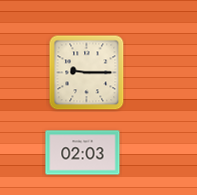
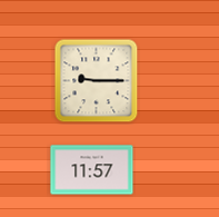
clock at (83, 153): 02:03 -> 11:57
